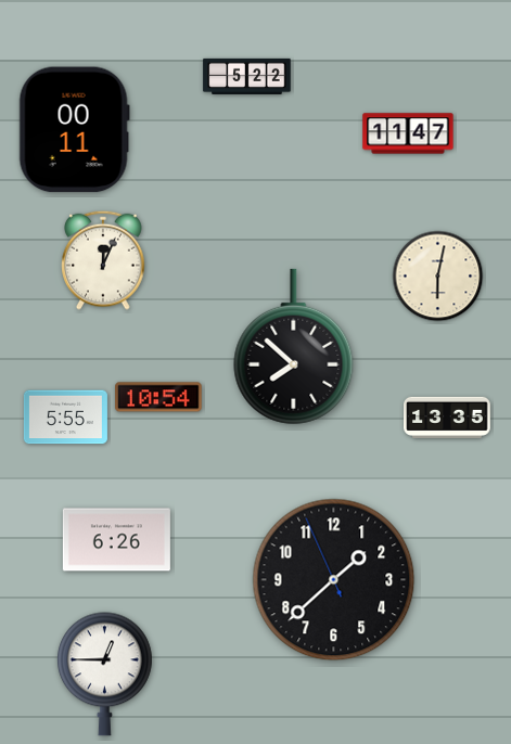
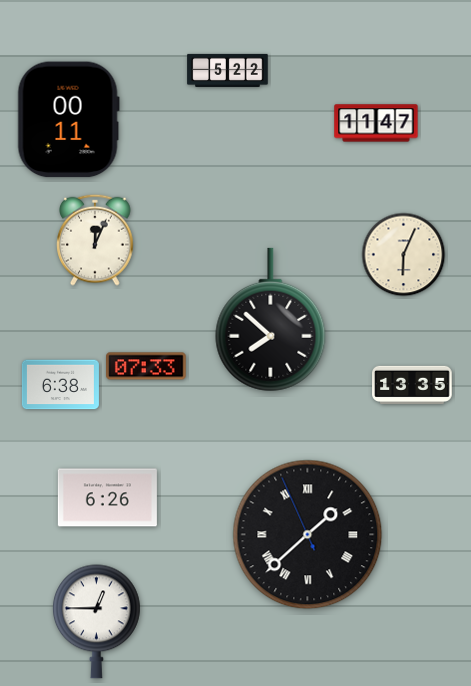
clock at (438, 277): 6:02 -> 6:04
clock at (159, 397): 10:54 -> 07:33
clock at (65, 418): 5:55 -> 6:38
clock at (334, 580) numerals: Arabic -> Roman
